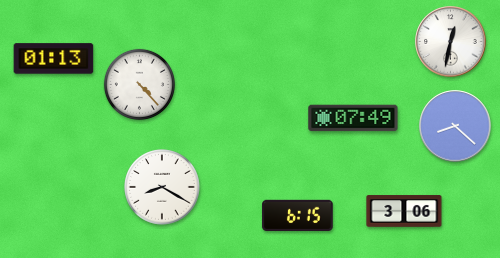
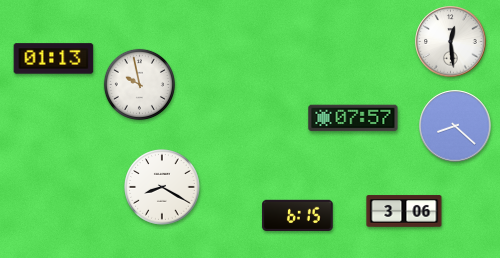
clock at (451, 42): 12:32 -> 12:29
clock at (139, 84): 4:23 -> 9:58
clock at (353, 118): 07:49 -> 07:57
